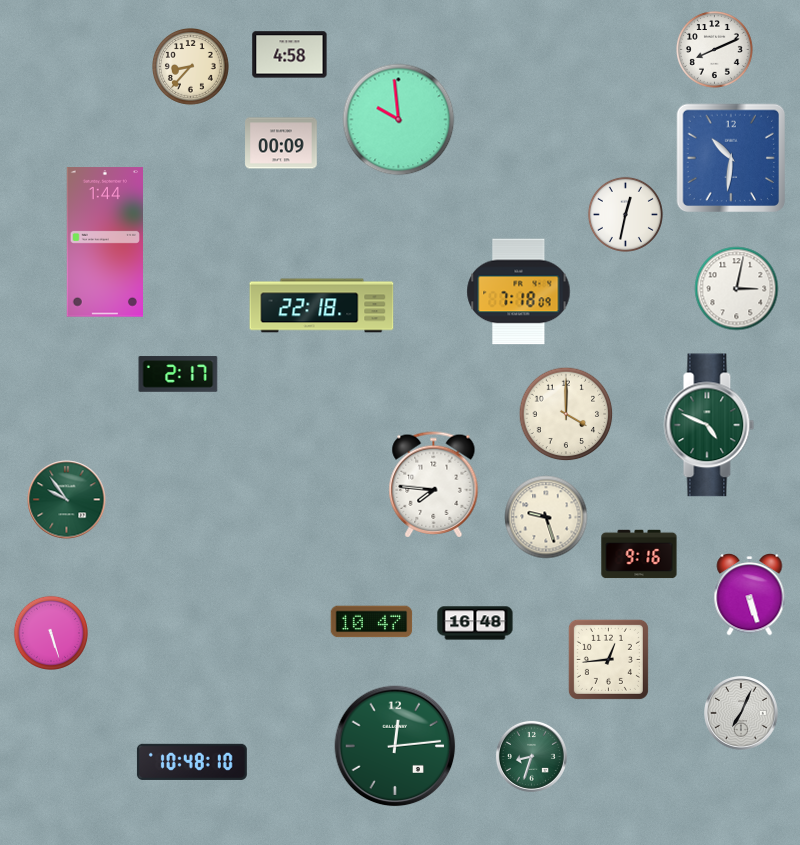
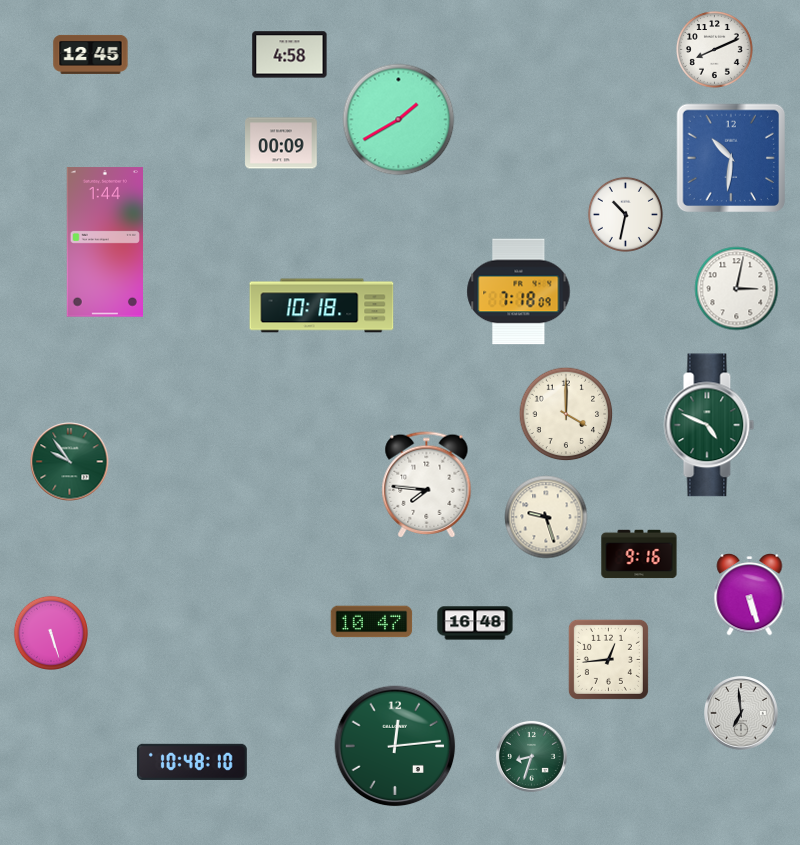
clock at (91, 54): none -> 12:45
clock at (191, 67): 8:37 -> none
clock at (399, 120): 9:59 -> 1:40
clock at (625, 214): 12:32 -> 10:32
clock at (322, 306): 22:18 -> 10:18
clock at (178, 374): 2:17 -> none
clock at (434, 485) position: (434, 485) -> (427, 485)
clock at (67, 500) position: (67, 500) -> (70, 462)
clock at (741, 713): 7:04 -> 6:59
